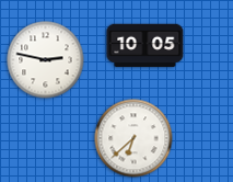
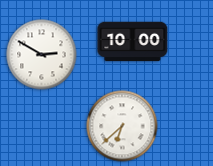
clock at (145, 46): 10:05 -> 10:00
clock at (46, 60): 2:47 -> 2:50
